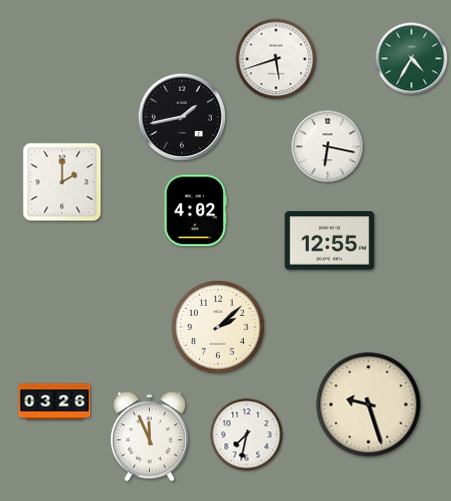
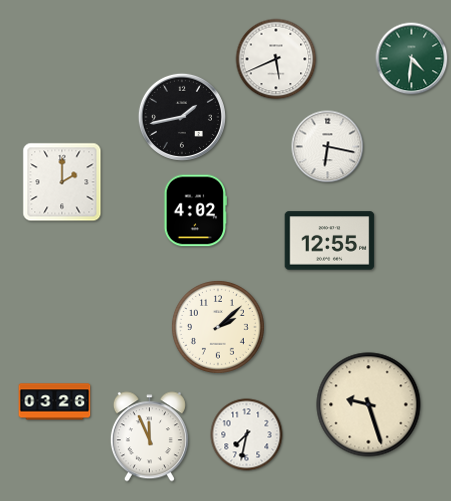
clock at (276, 59): 5:42 -> 5:41
clock at (412, 59): 4:35 -> 4:31
